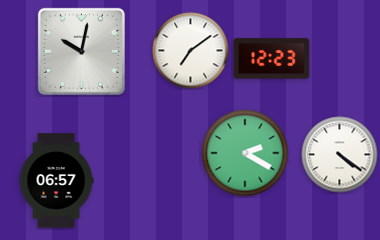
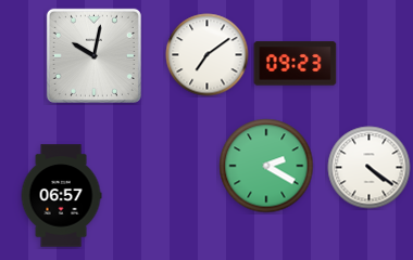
clock at (81, 51) position: (81, 51) -> (93, 55)
clock at (272, 59): 12:23 -> 09:23
